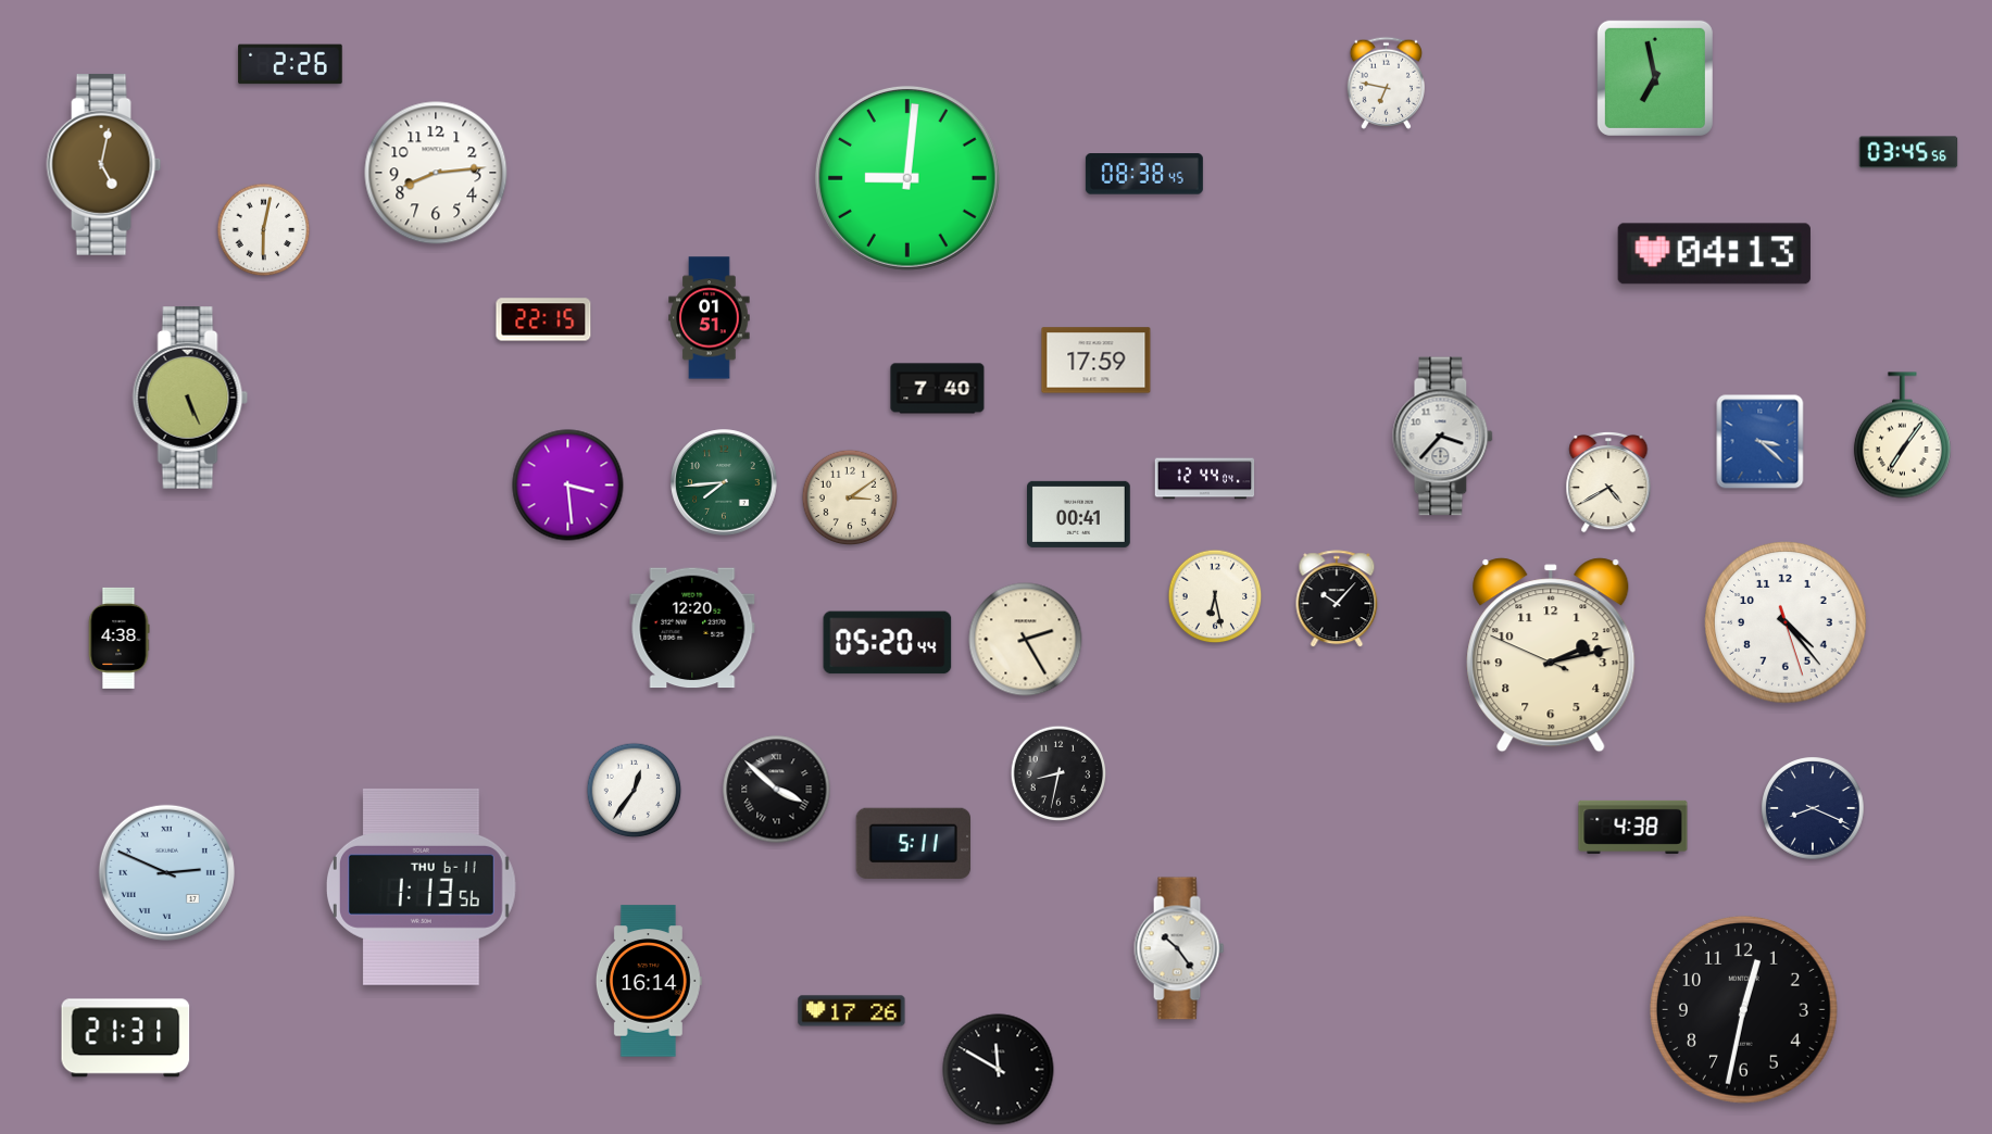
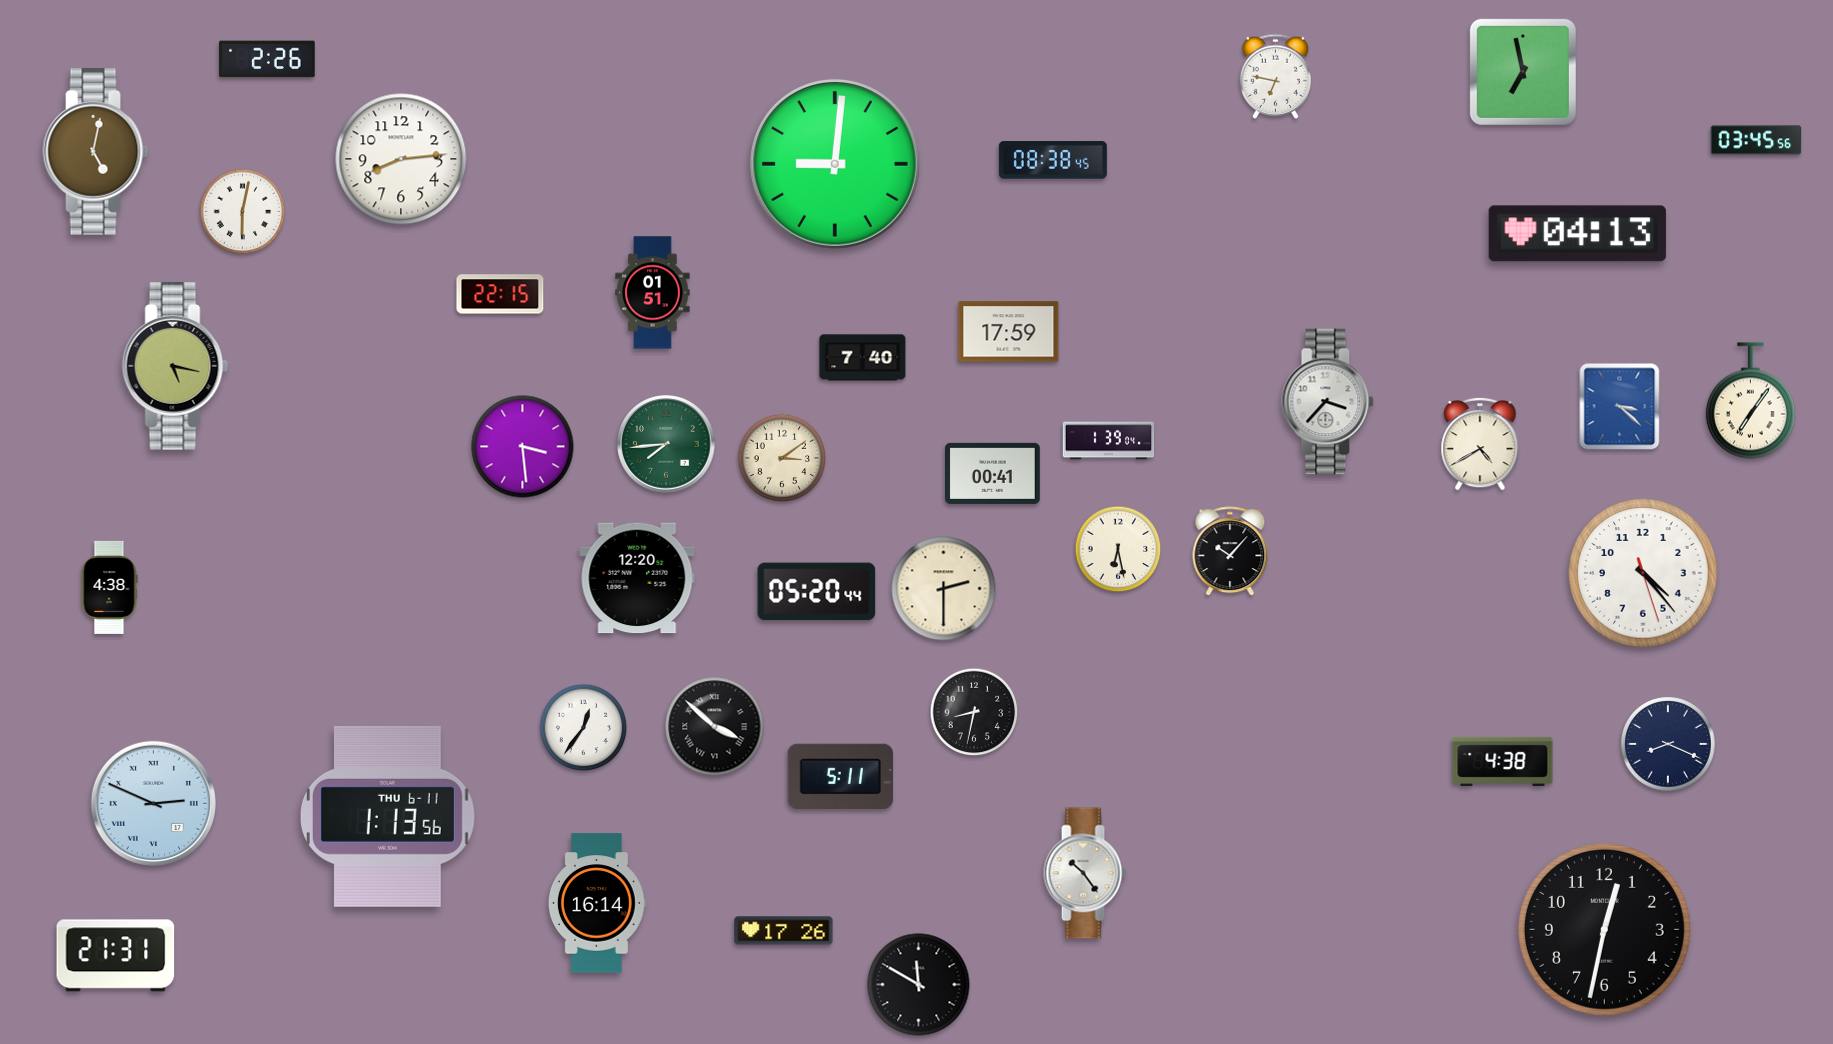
clock at (190, 398): 5:26 -> 5:17
clock at (1205, 479): 12:44 -> 1:39
clock at (1026, 640): 2:25 -> 2:30
clock at (1551, 655): 2:12 -> none
